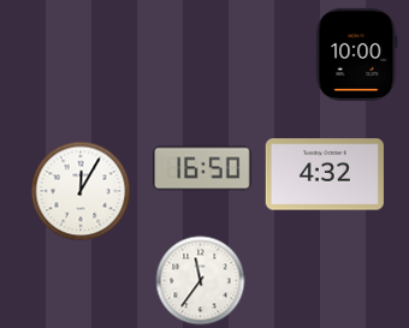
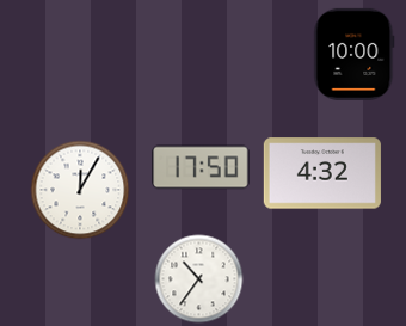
clock at (202, 168): 16:50 -> 17:50
clock at (201, 281): 11:36 -> 10:36
